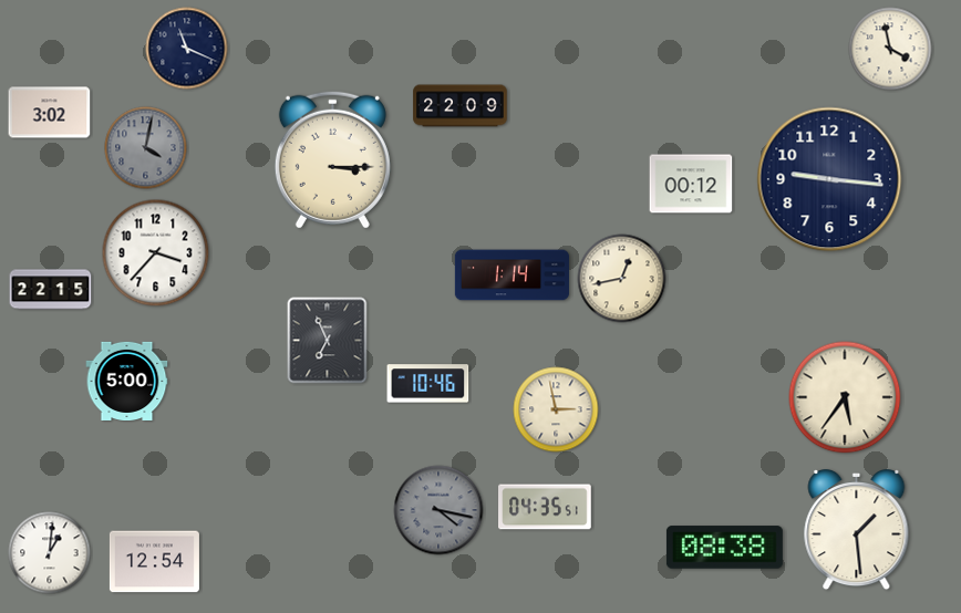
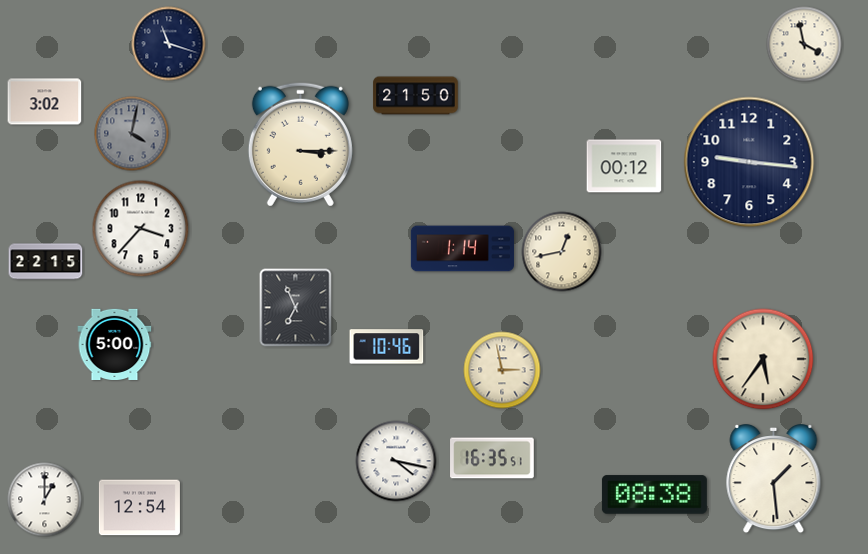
clock at (187, 49): 11:19 -> 11:18
clock at (461, 106): 22:09 -> 21:50
clock at (545, 507): 04:35 -> 16:35
clock at (438, 510) dial: grey -> white
clock at (50, 553): 1:01 -> 1:00
